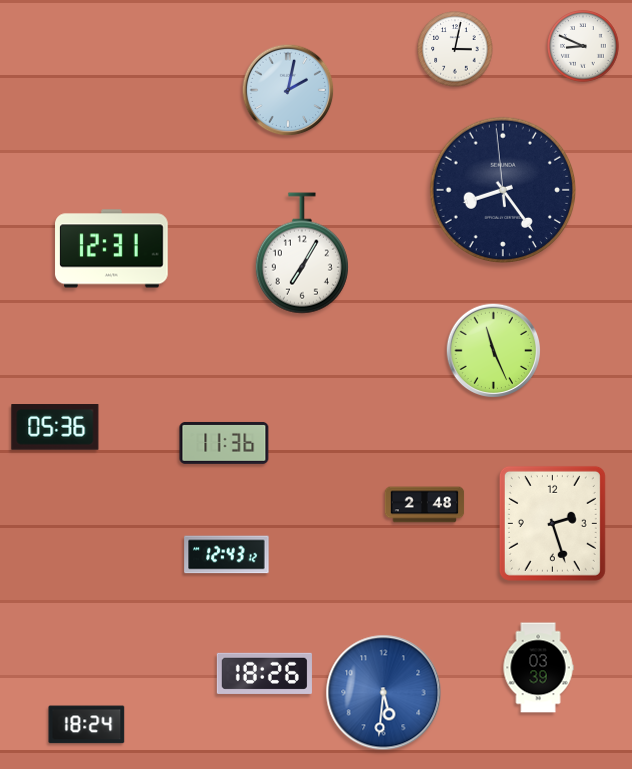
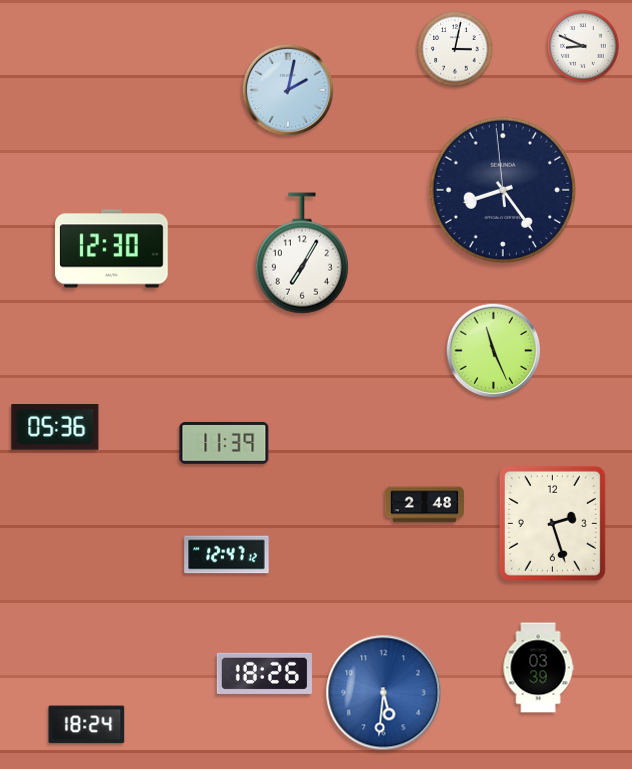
clock at (112, 249): 12:31 -> 12:30
clock at (224, 443): 11:36 -> 11:39
clock at (227, 555): 12:43 -> 12:47
